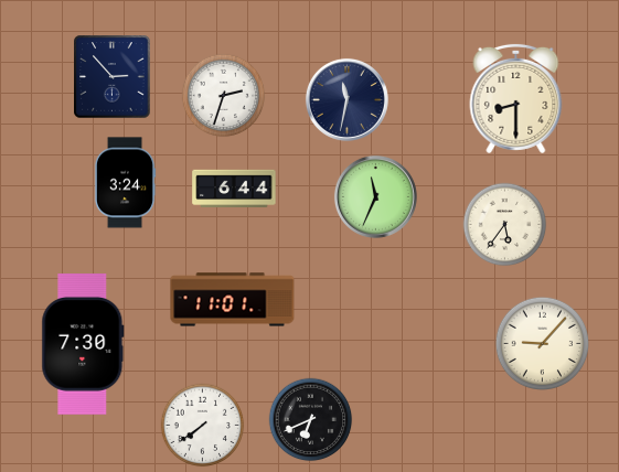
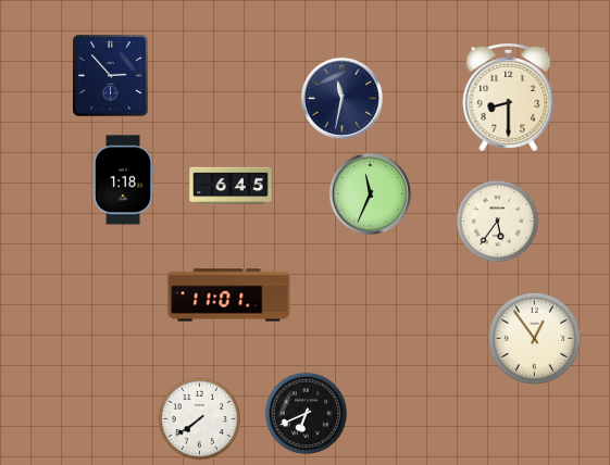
clock at (224, 96): 2:33 -> none
clock at (125, 183): 3:24 -> 1:18
clock at (234, 189): 6:44 -> 6:45
clock at (542, 343): 9:07 -> 12:54
clock at (83, 345): 7:30 -> none
